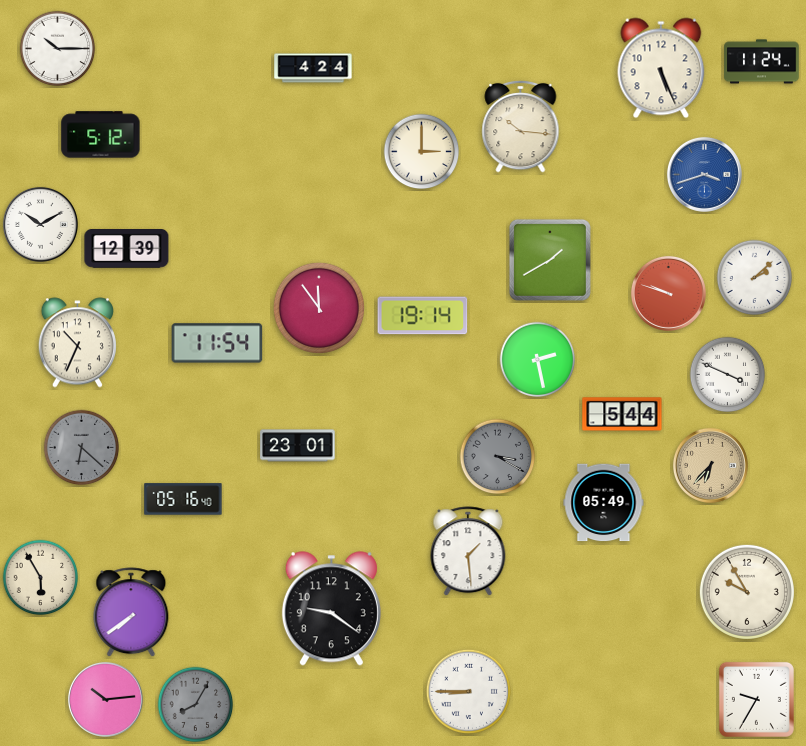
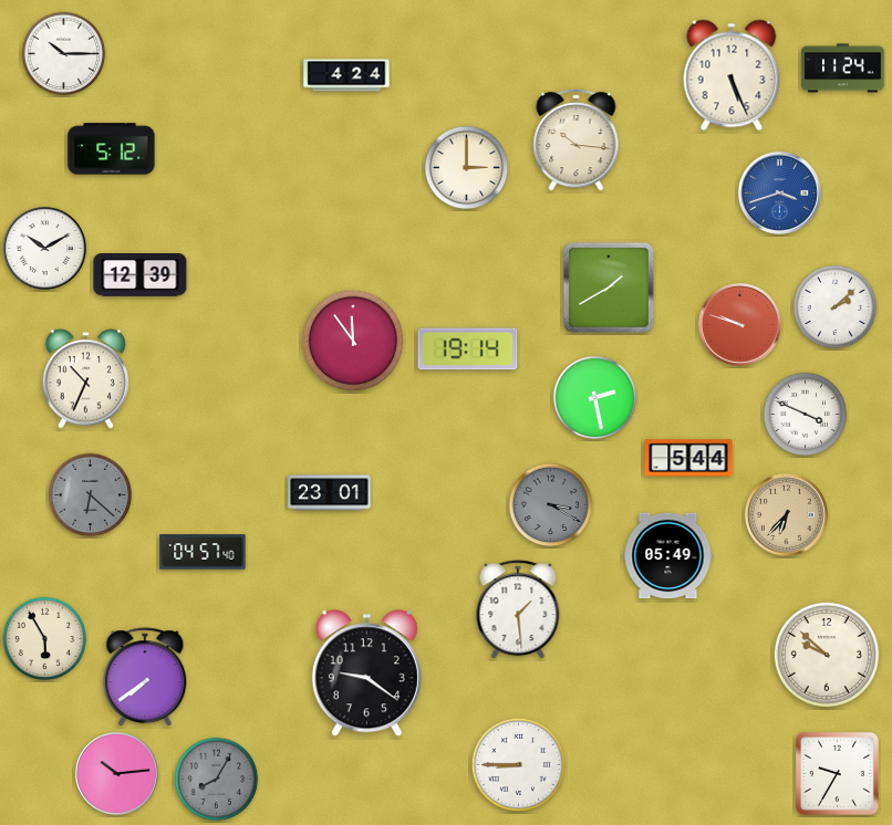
clock at (217, 343): 11:54 -> none
clock at (183, 499): 05:16 -> 04:57
clock at (747, 592): 9:55 -> 9:52
